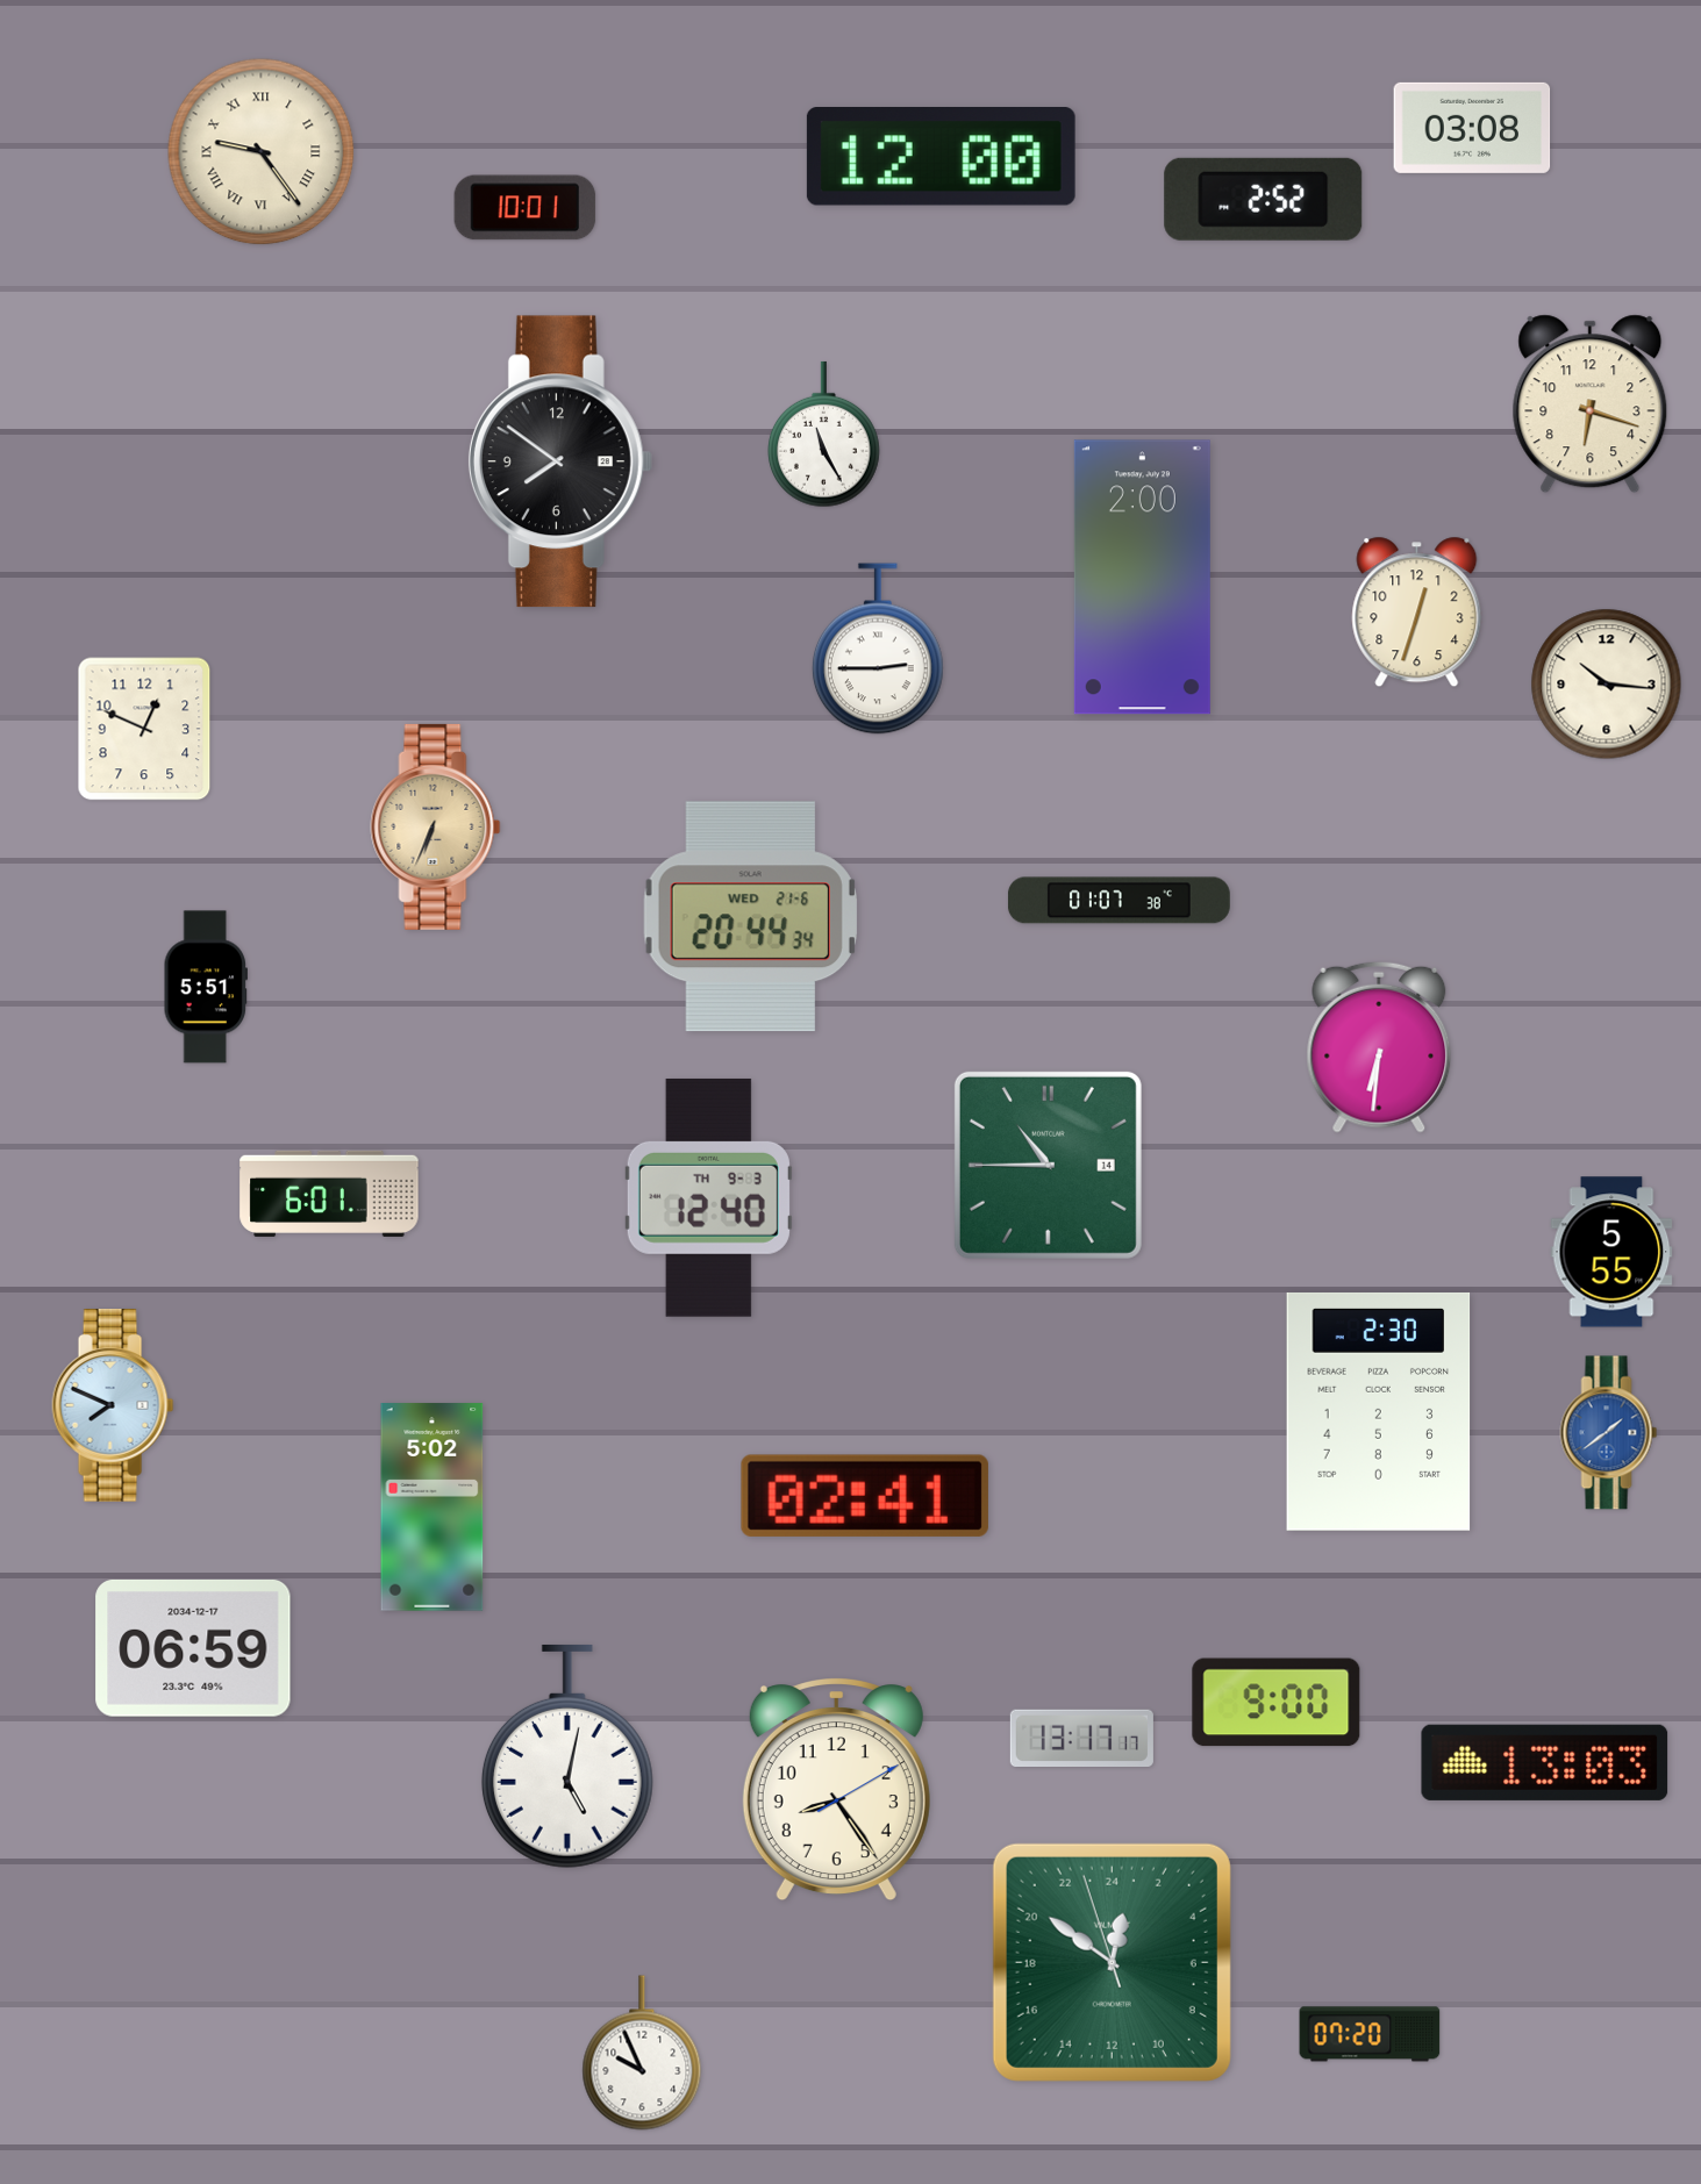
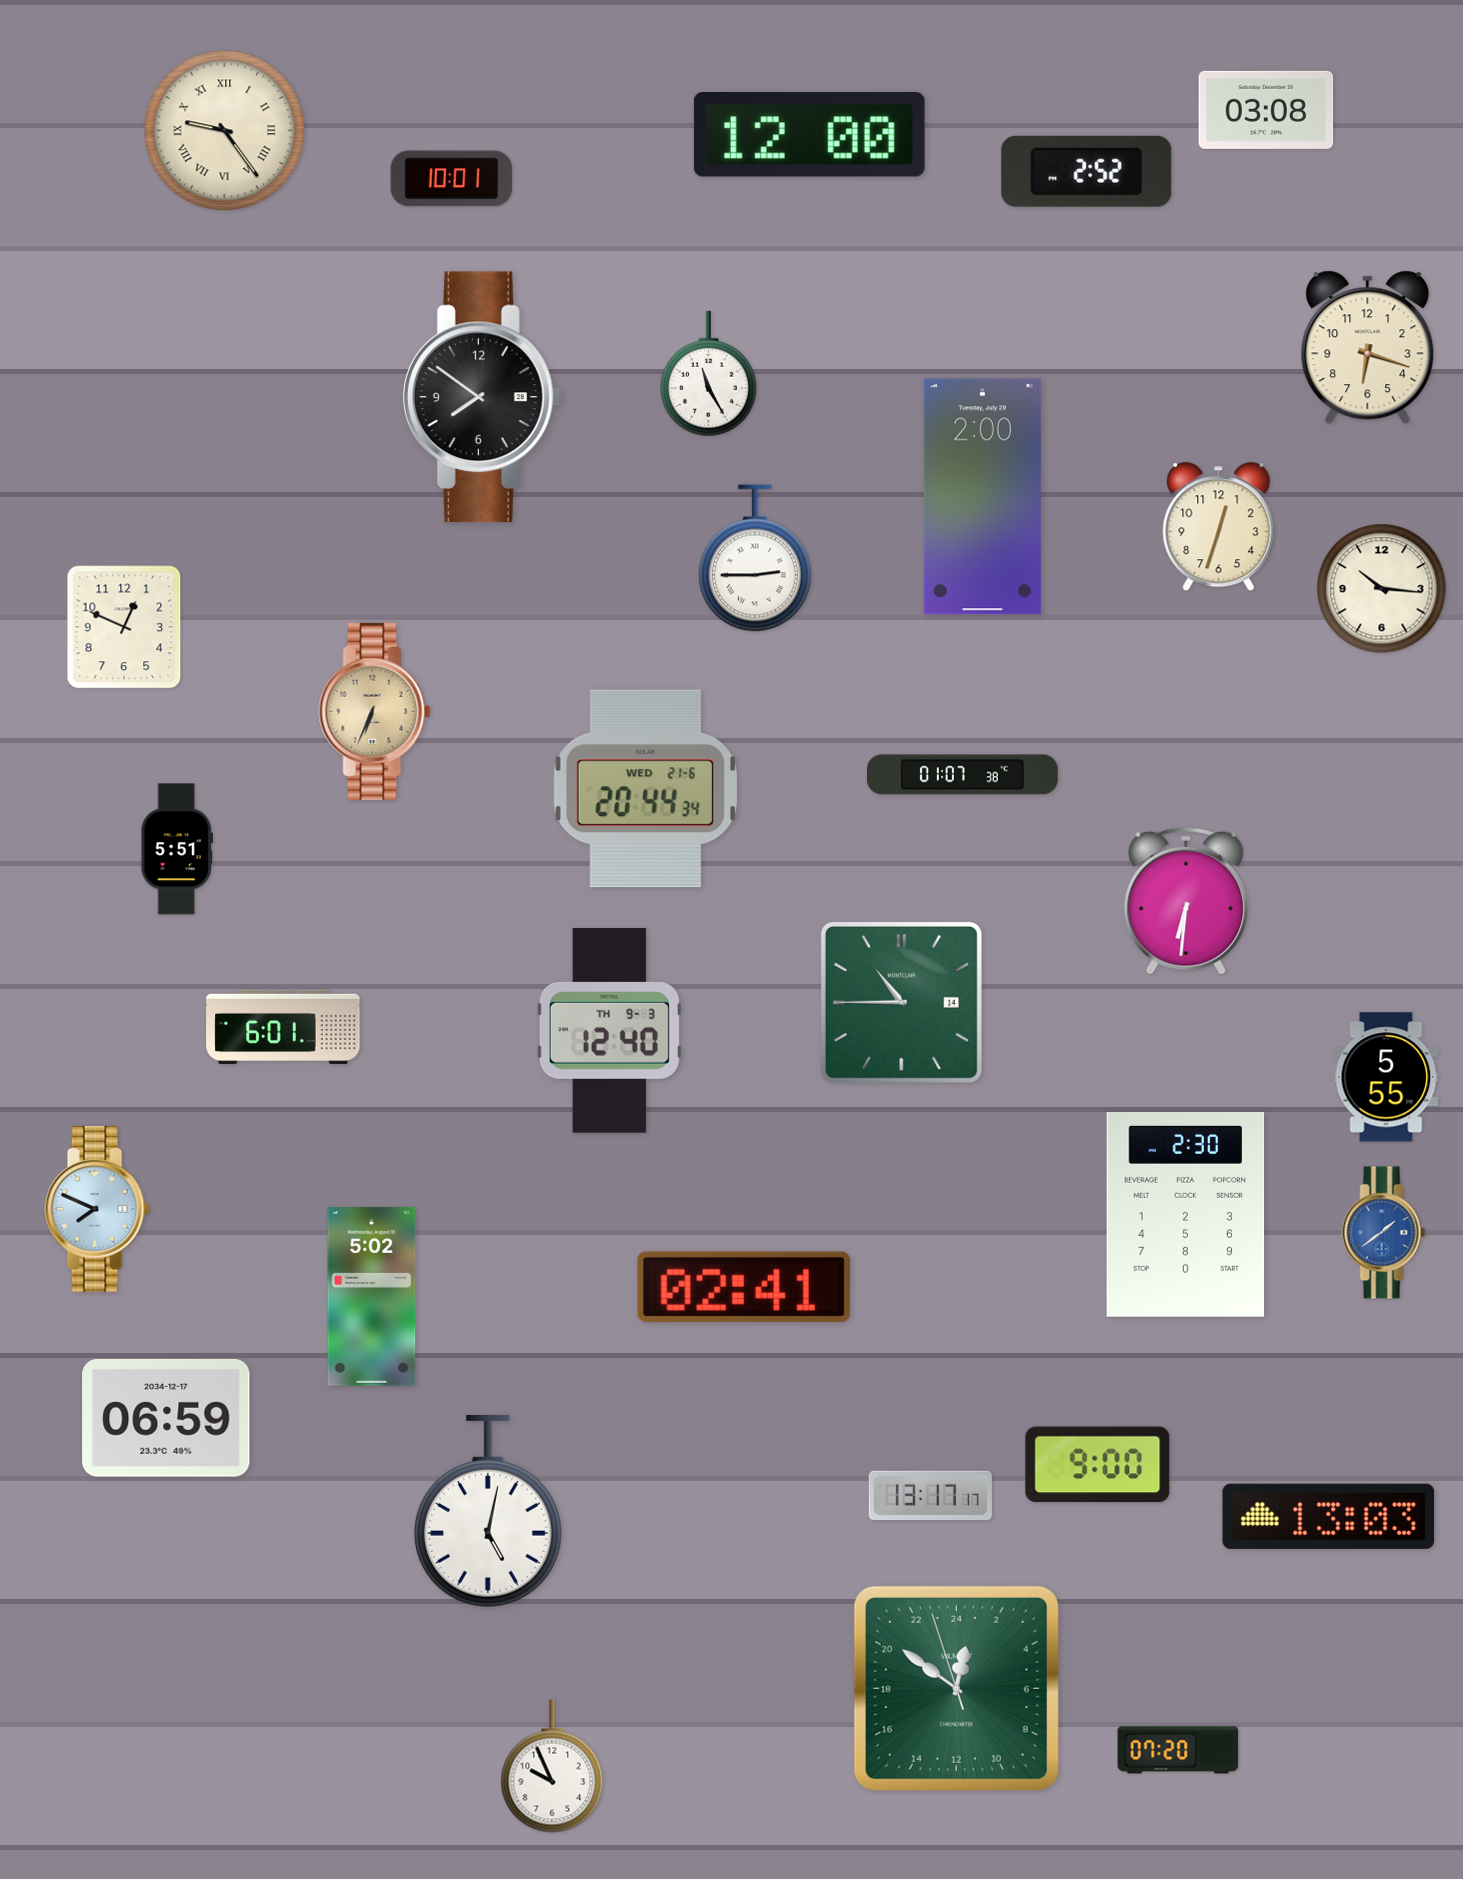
clock at (836, 1790): 8:24 -> none
